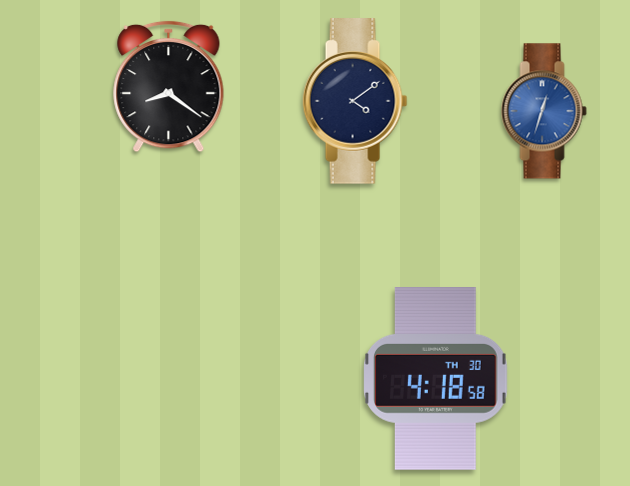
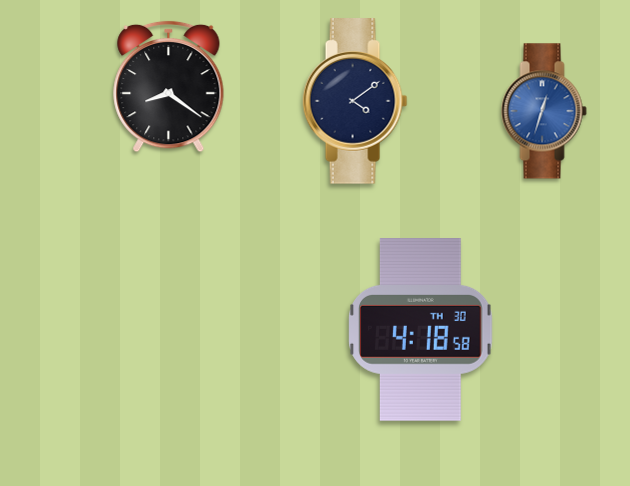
clock at (436, 379) position: (436, 379) -> (421, 330)
